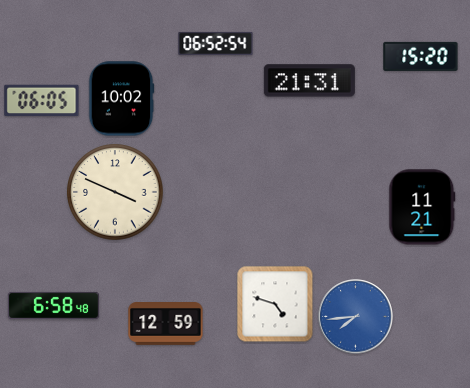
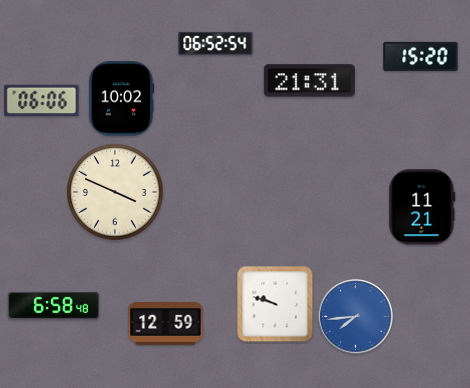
clock at (42, 101): 06:05 -> 06:06
clock at (275, 304): 4:48 -> 9:48
